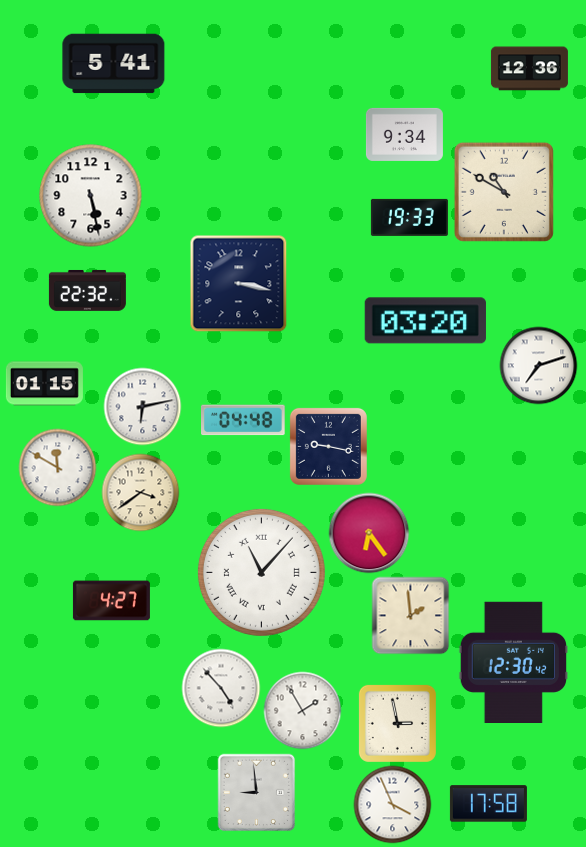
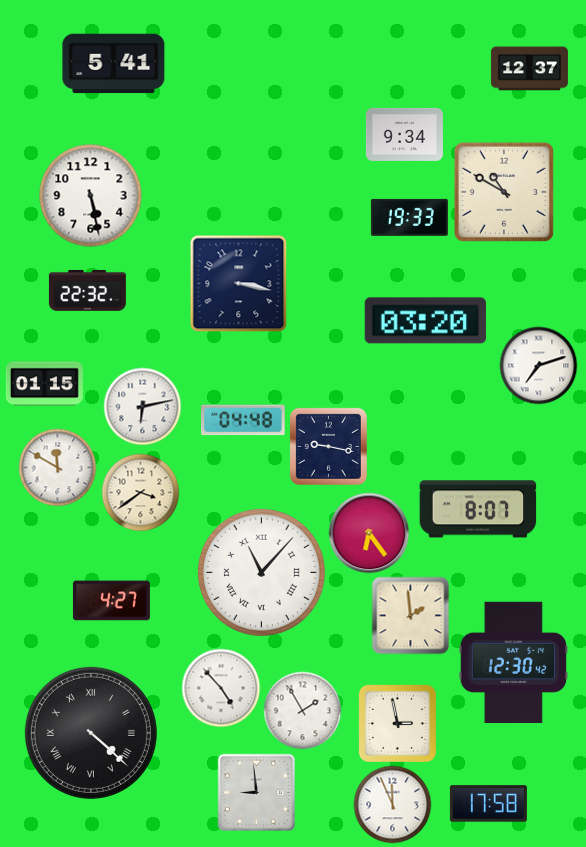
clock at (529, 69): 12:36 -> 12:37
clock at (478, 509): none -> 8:07
clock at (91, 733): none -> 4:22
clock at (392, 804): 3:56 -> 11:56
